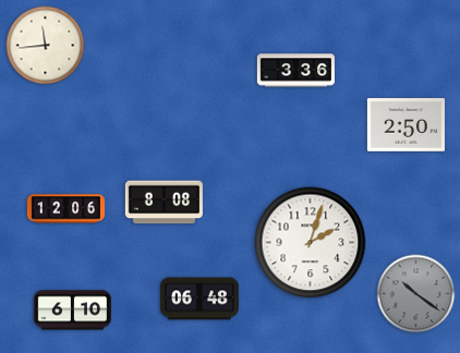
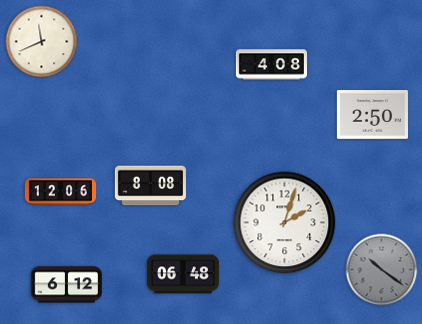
clock at (46, 46): 11:44 -> 11:41
clock at (295, 71): 3:36 -> 4:08
clock at (72, 311): 6:10 -> 6:12
